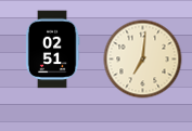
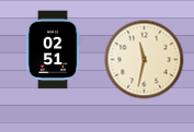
clock at (143, 60): 7:01 -> 11:32
